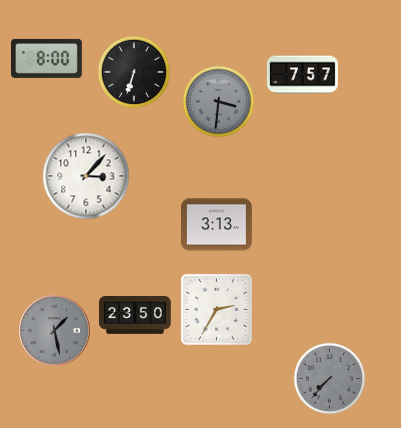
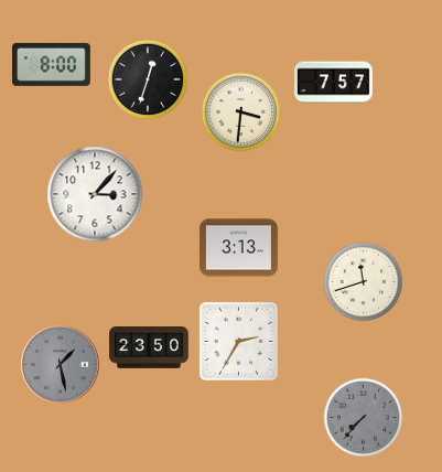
clock at (134, 72): 6:33 -> 12:33
clock at (219, 102) dial: grey -> cream
clock at (364, 282): none -> 11:42
